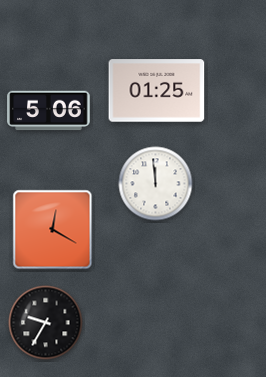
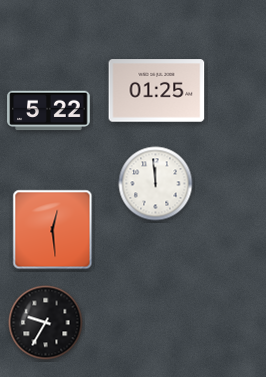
clock at (49, 111): 5:06 -> 5:22
clock at (53, 230): 12:20 -> 12:29
